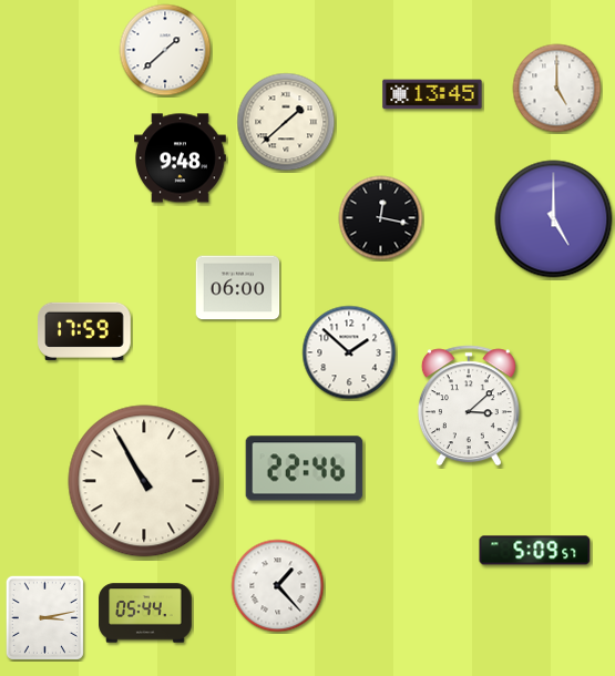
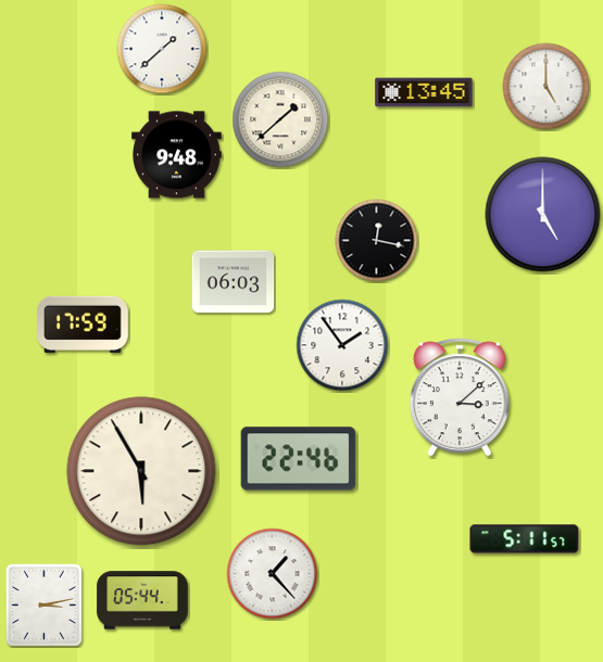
clock at (381, 218) position: (381, 218) -> (377, 241)
clock at (238, 288): 06:00 -> 06:03
clock at (349, 352): 1:52 -> 1:54
clock at (144, 481): 10:55 -> 5:55
clock at (535, 551): 5:09 -> 5:11
